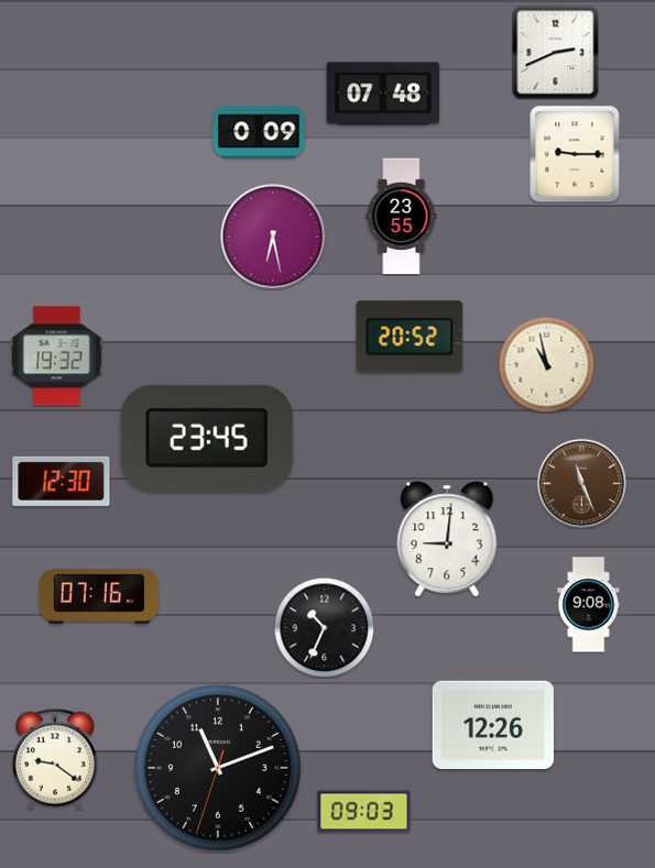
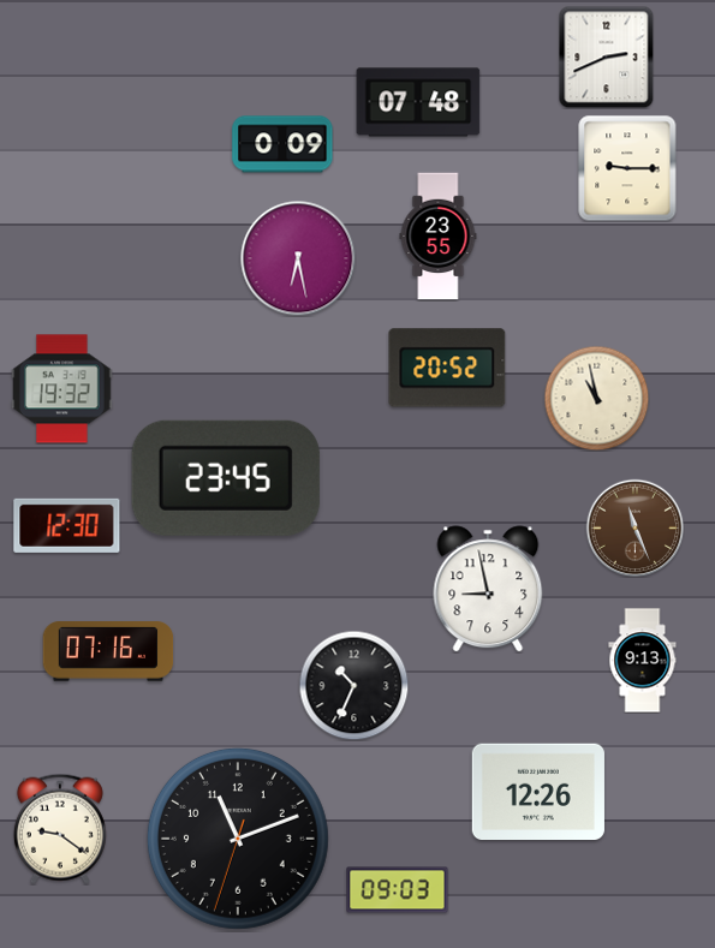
clock at (447, 539): 9:01 -> 8:58
clock at (589, 605): 9:08 -> 9:13
clock at (364, 812) position: (364, 812) -> (398, 890)
